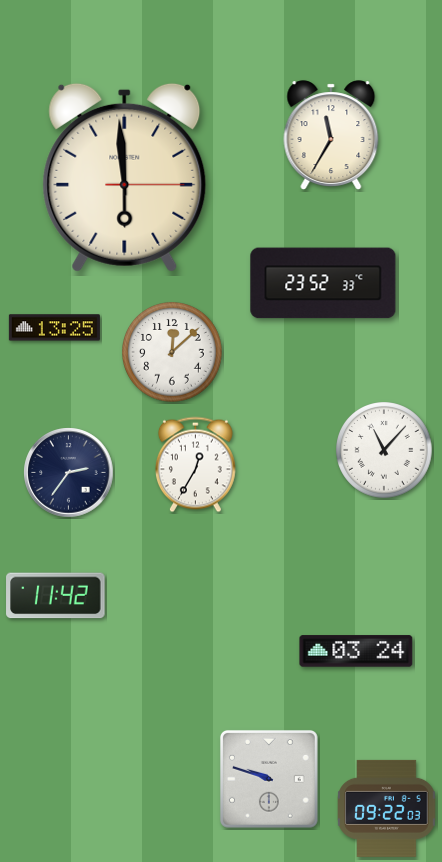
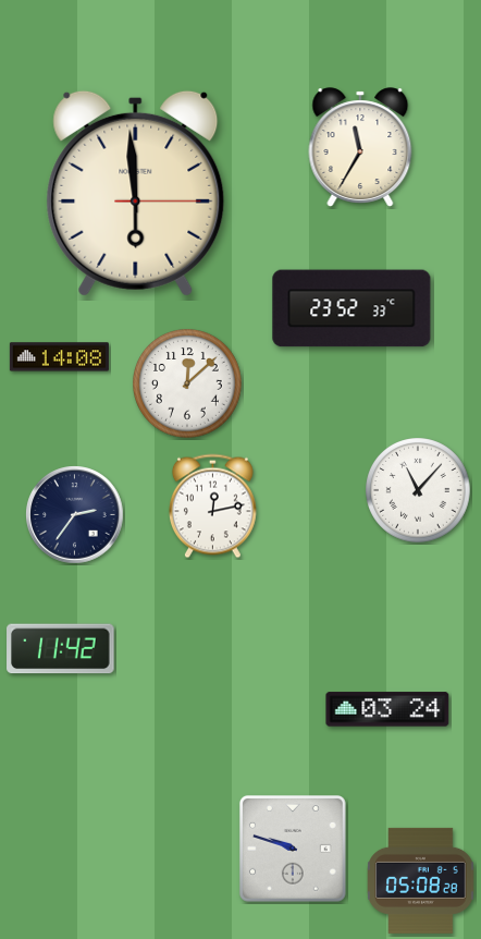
clock at (54, 328): 13:25 -> 14:08
clock at (195, 465): 12:35 -> 12:13
clock at (387, 808): 09:22 -> 05:08
